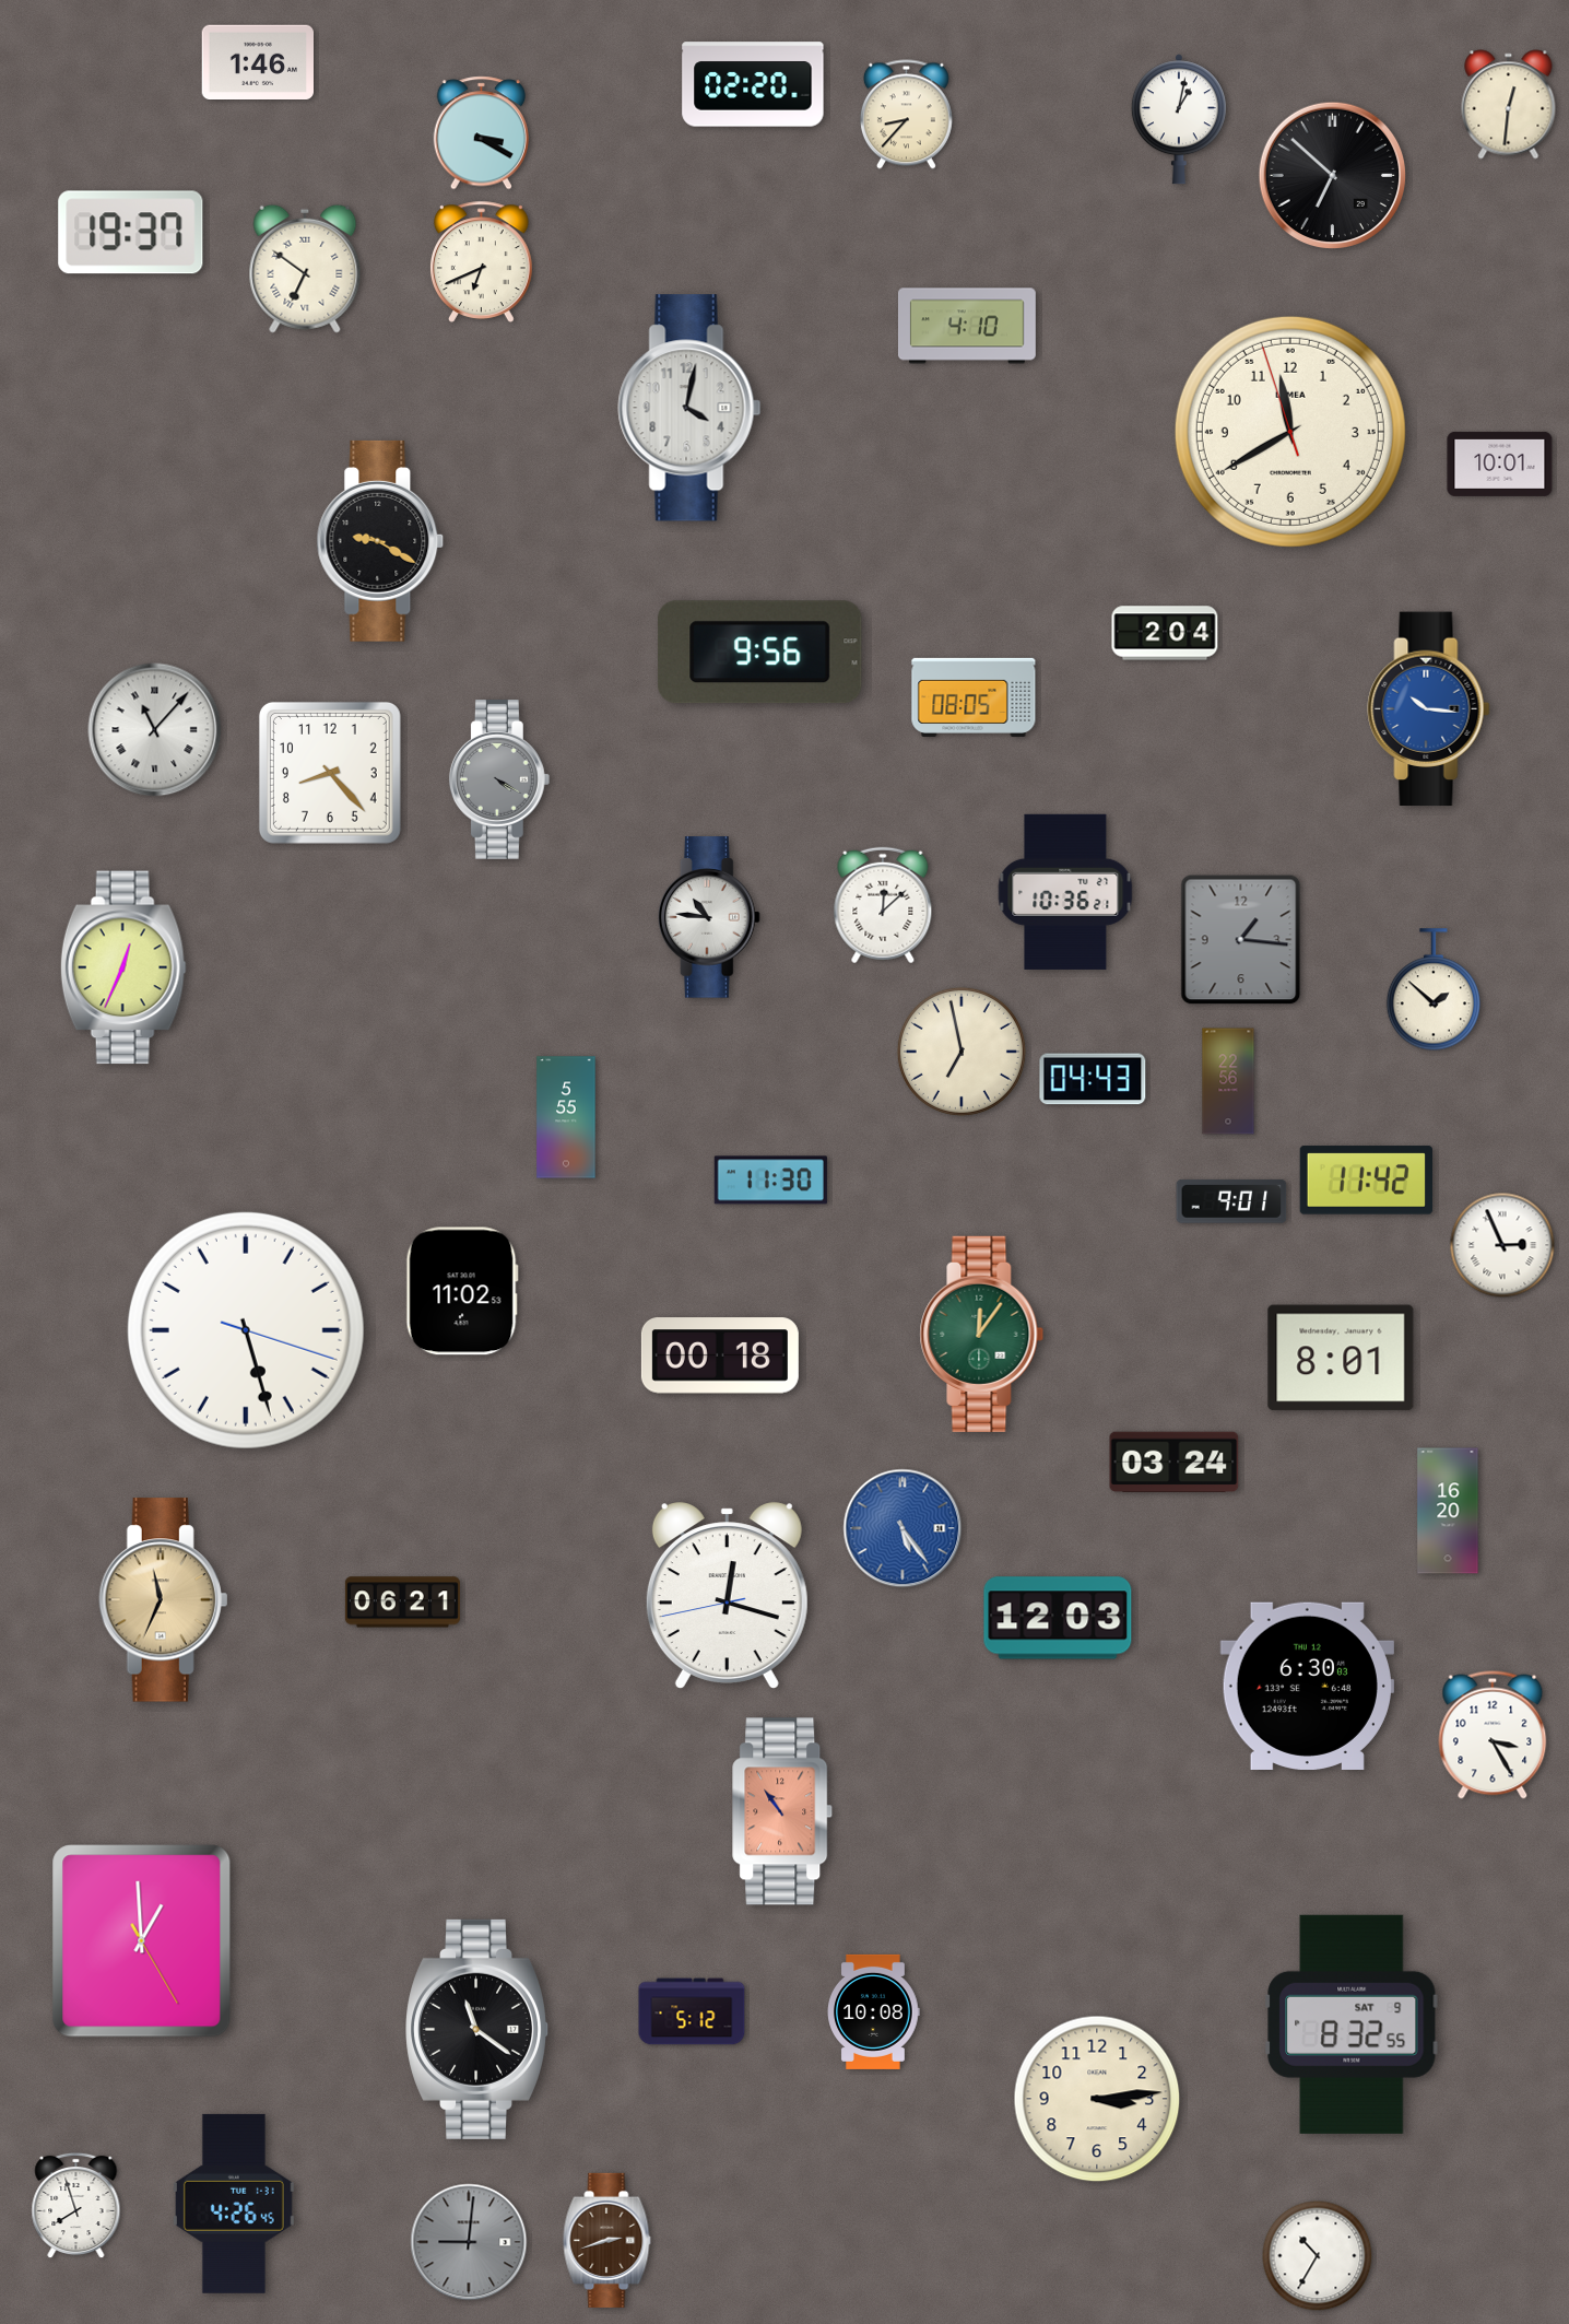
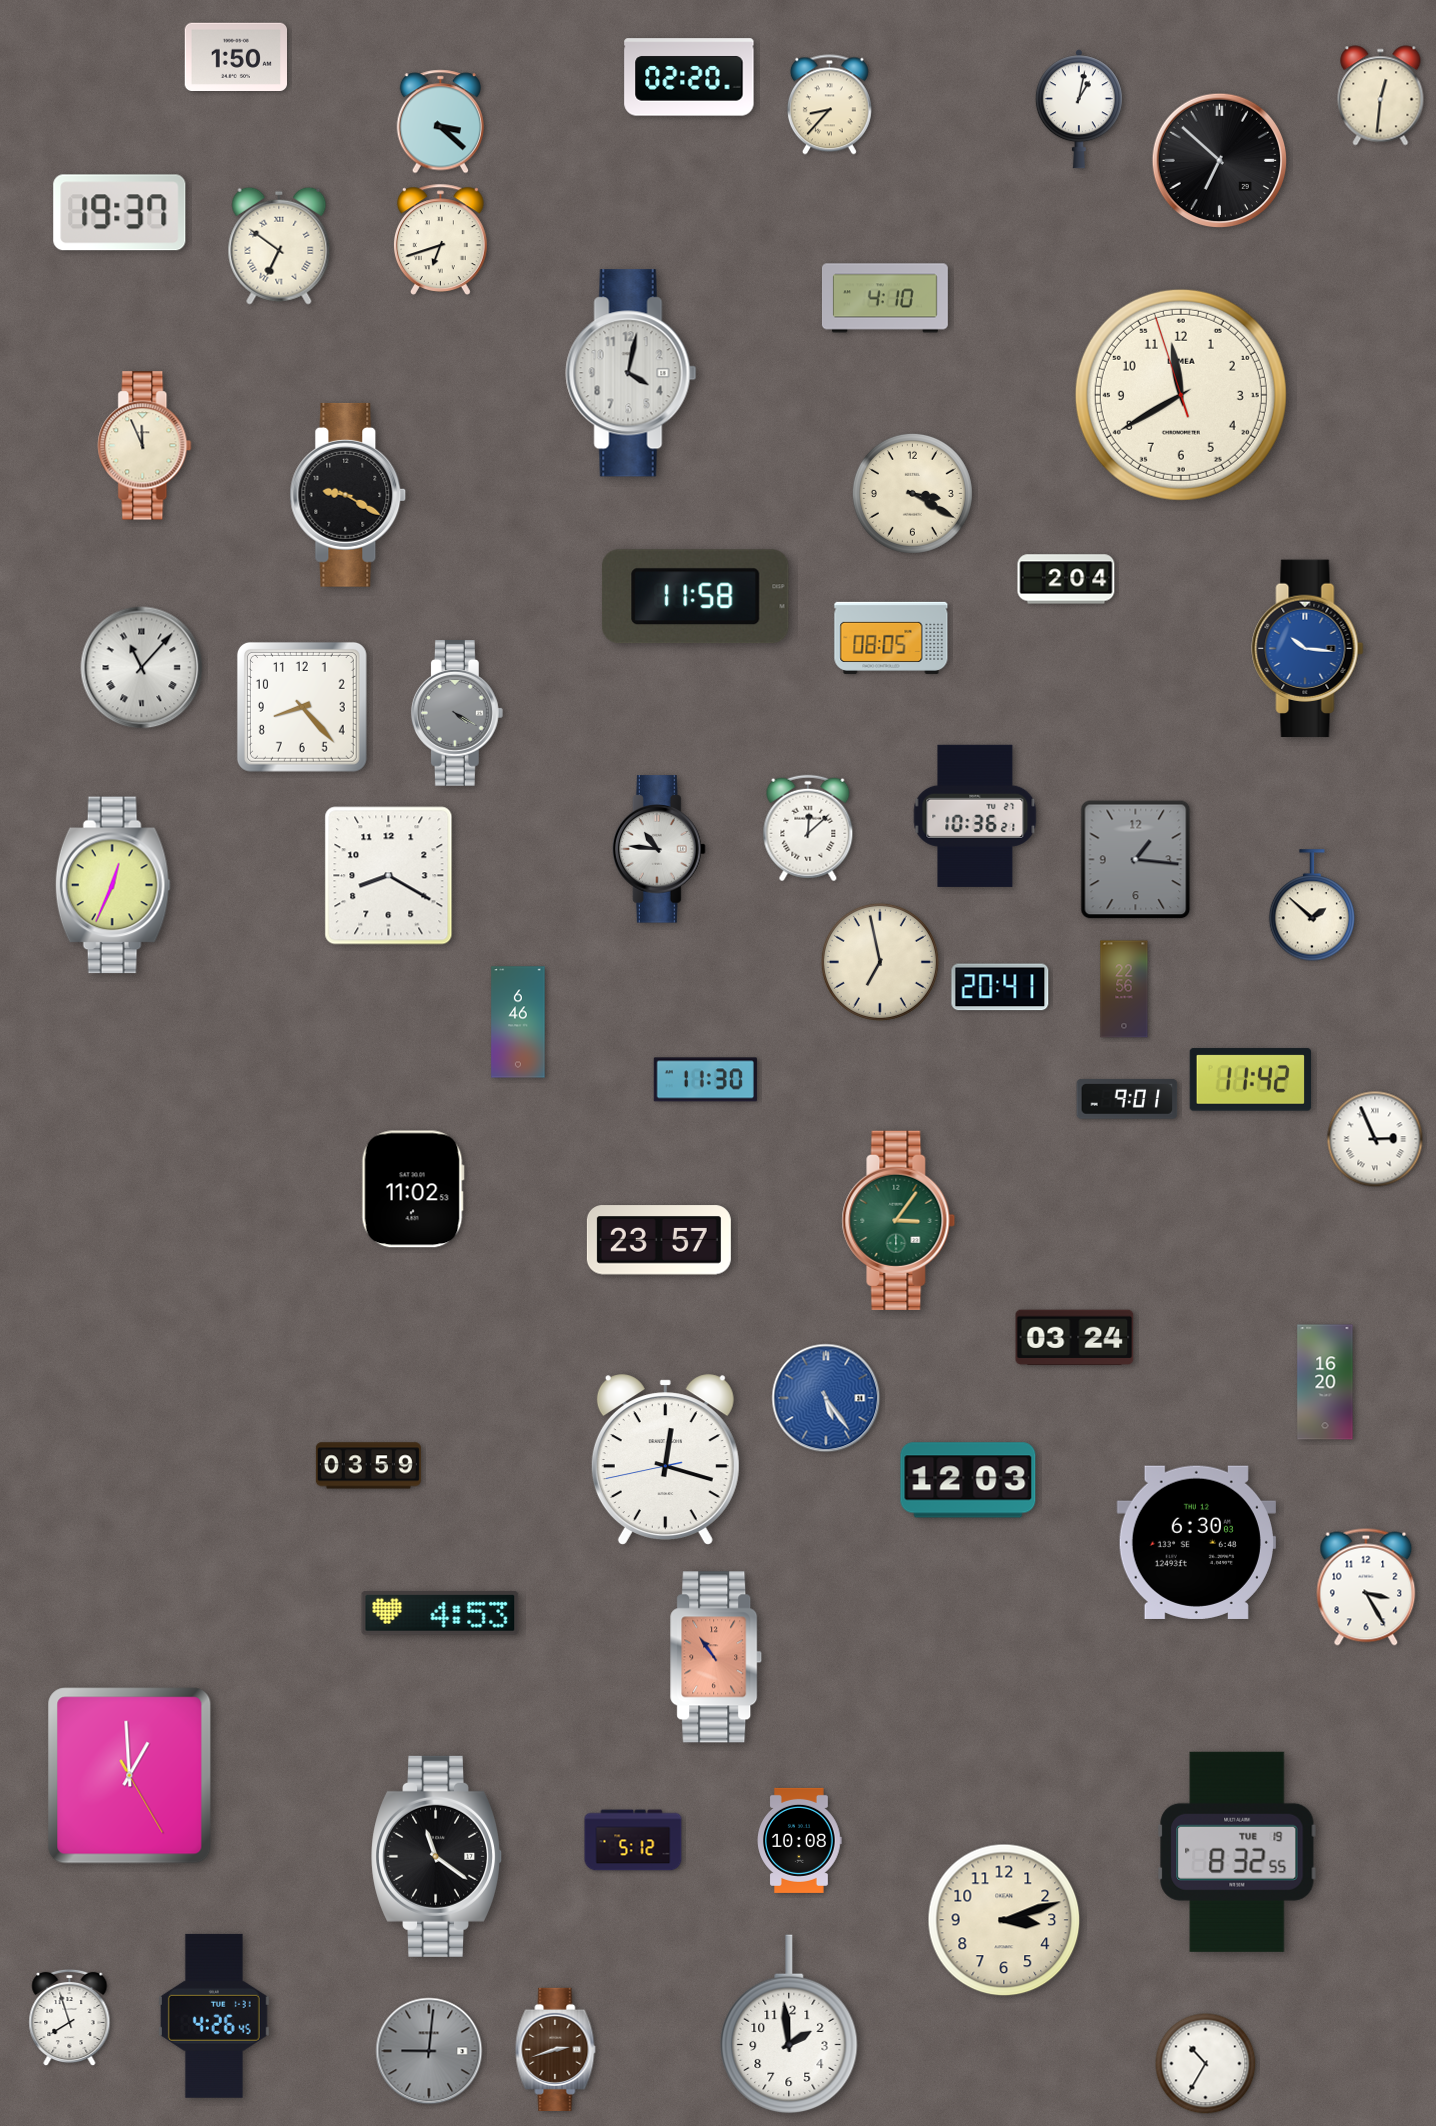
clock at (258, 61): 1:46 -> 1:50
clock at (482, 133): 3:20 -> 3:22
clock at (481, 261): 6:41 -> 6:42
clock at (1500, 463): 10:01 -> none
clock at (145, 446): none -> 11:56
clock at (912, 493): none -> 3:20
clock at (759, 653): 9:56 -> 11:58
clock at (709, 917) position: (709, 917) -> (659, 849)
clock at (389, 876): none -> 8:20
clock at (1093, 1079): 04:43 -> 20:41
clock at (566, 1117): 5:55 -> 6:46
clock at (462, 1291) position: (462, 1291) -> (413, 1189)
clock at (246, 1330): 5:27 -> none
clock at (982, 1334): 12:06 -> 3:06
clock at (720, 1355): 00:18 -> 23:57
clock at (1341, 1358): 8:01 -> none
clock at (164, 1600): 11:34 -> none
clock at (402, 1603): 06:21 -> 03:59
clock at (440, 1614): none -> 4:53
clock at (1352, 2024) date: SAT 9 -> TUE 19
clock at (1097, 2099): 3:14 -> 3:12
clock at (789, 2024): none -> 1:59
